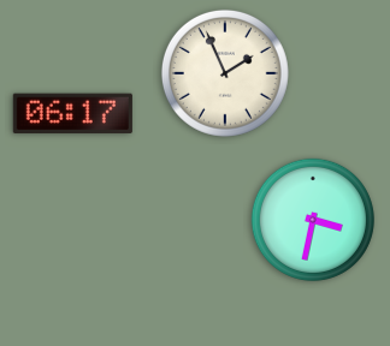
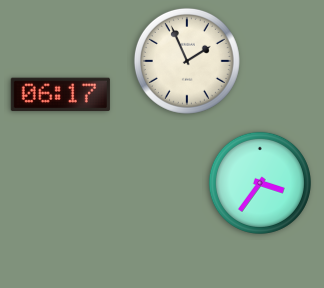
clock at (313, 220): 3:32 -> 3:36
